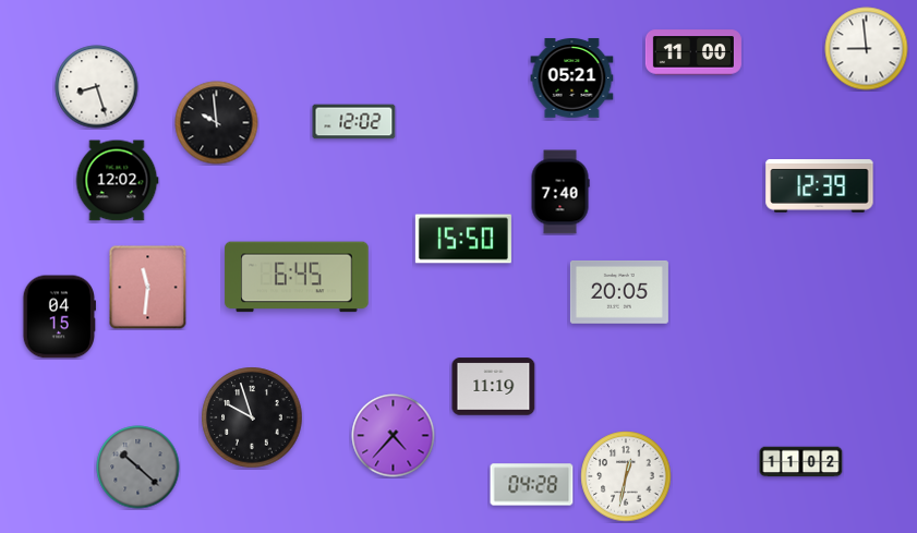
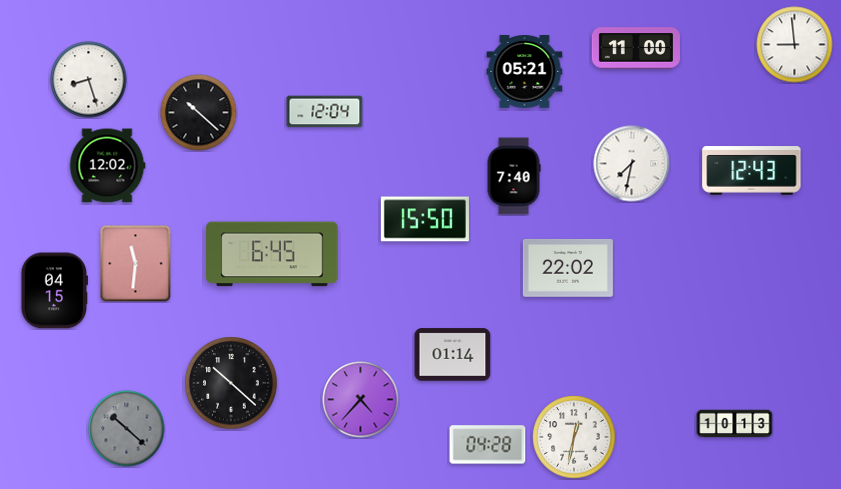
clock at (354, 122): 12:02 -> 12:04
clock at (217, 123): 9:59 -> 10:22
clock at (632, 164): none -> 7:32
clock at (820, 186): 12:39 -> 12:43
clock at (619, 292): 20:05 -> 22:02
clock at (494, 387): 11:19 -> 01:14
clock at (252, 417): 9:57 -> 10:22
clock at (801, 462): 11:02 -> 10:13
